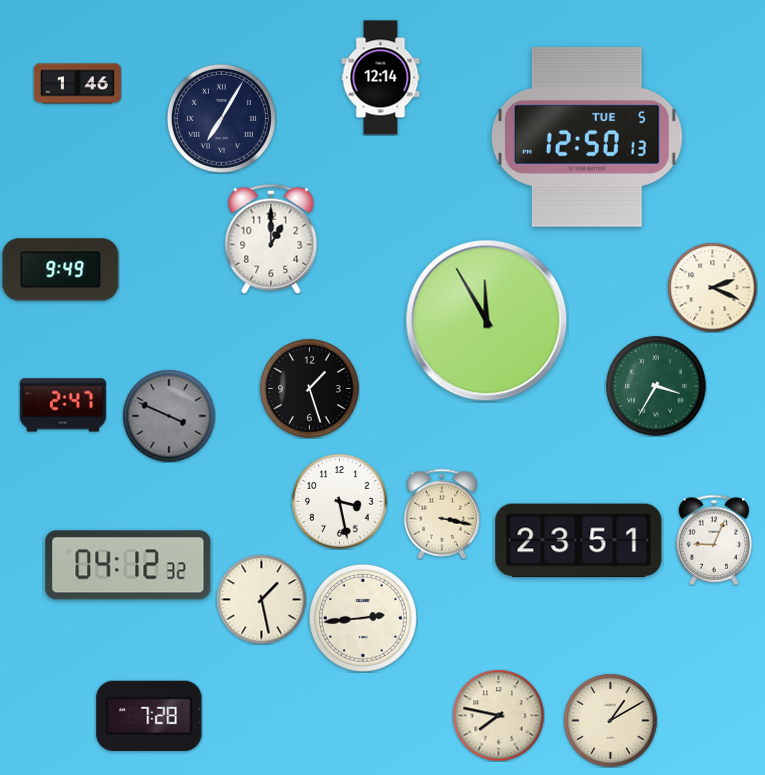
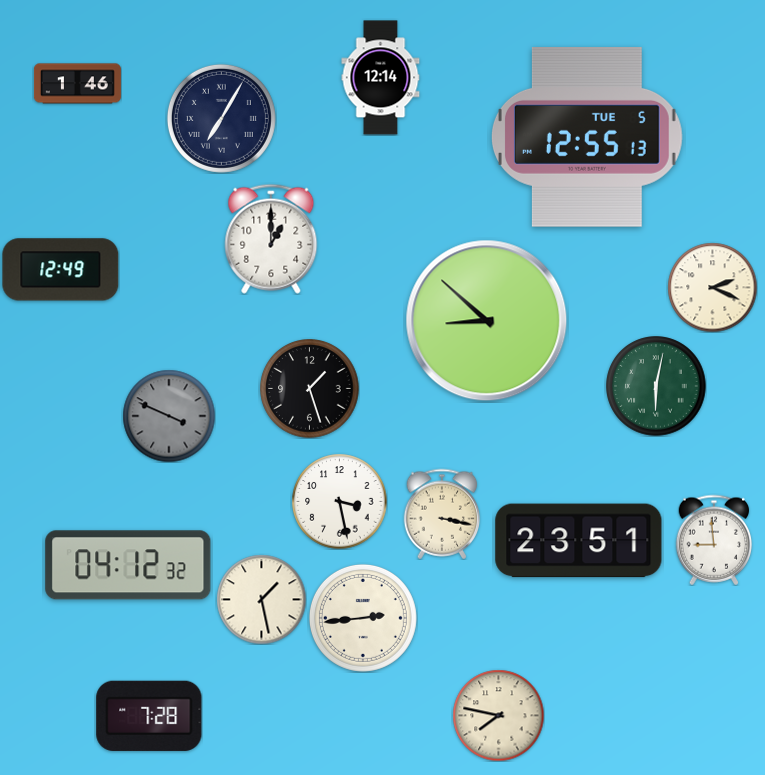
clock at (587, 137): 12:50 -> 12:55
clock at (61, 270): 9:49 -> 12:49
clock at (487, 321): 11:55 -> 8:52
clock at (656, 386): 3:35 -> 6:02
clock at (63, 405): 2:47 -> none
clock at (714, 540): 9:04 -> 8:59
clock at (610, 720): 1:10 -> none
